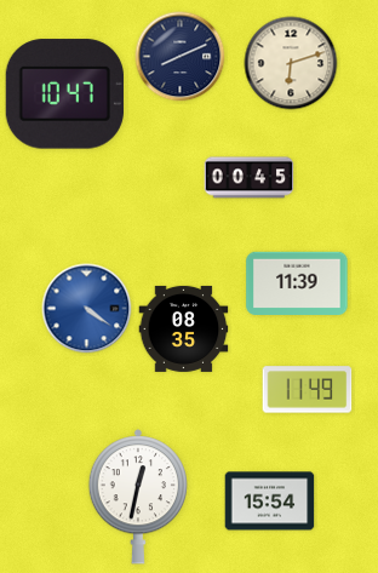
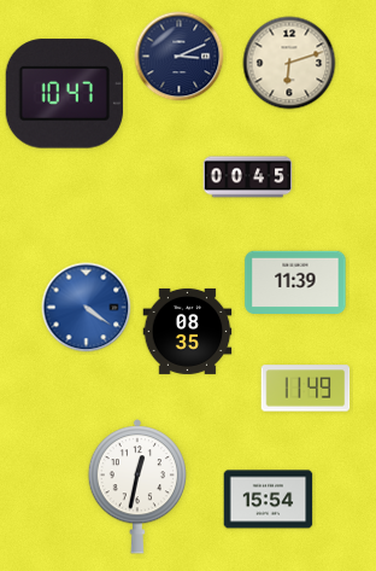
clock at (181, 57): 8:11 -> 3:11
clock at (184, 328) position: (184, 328) -> (188, 331)
clock at (137, 497) position: (137, 497) -> (136, 486)
